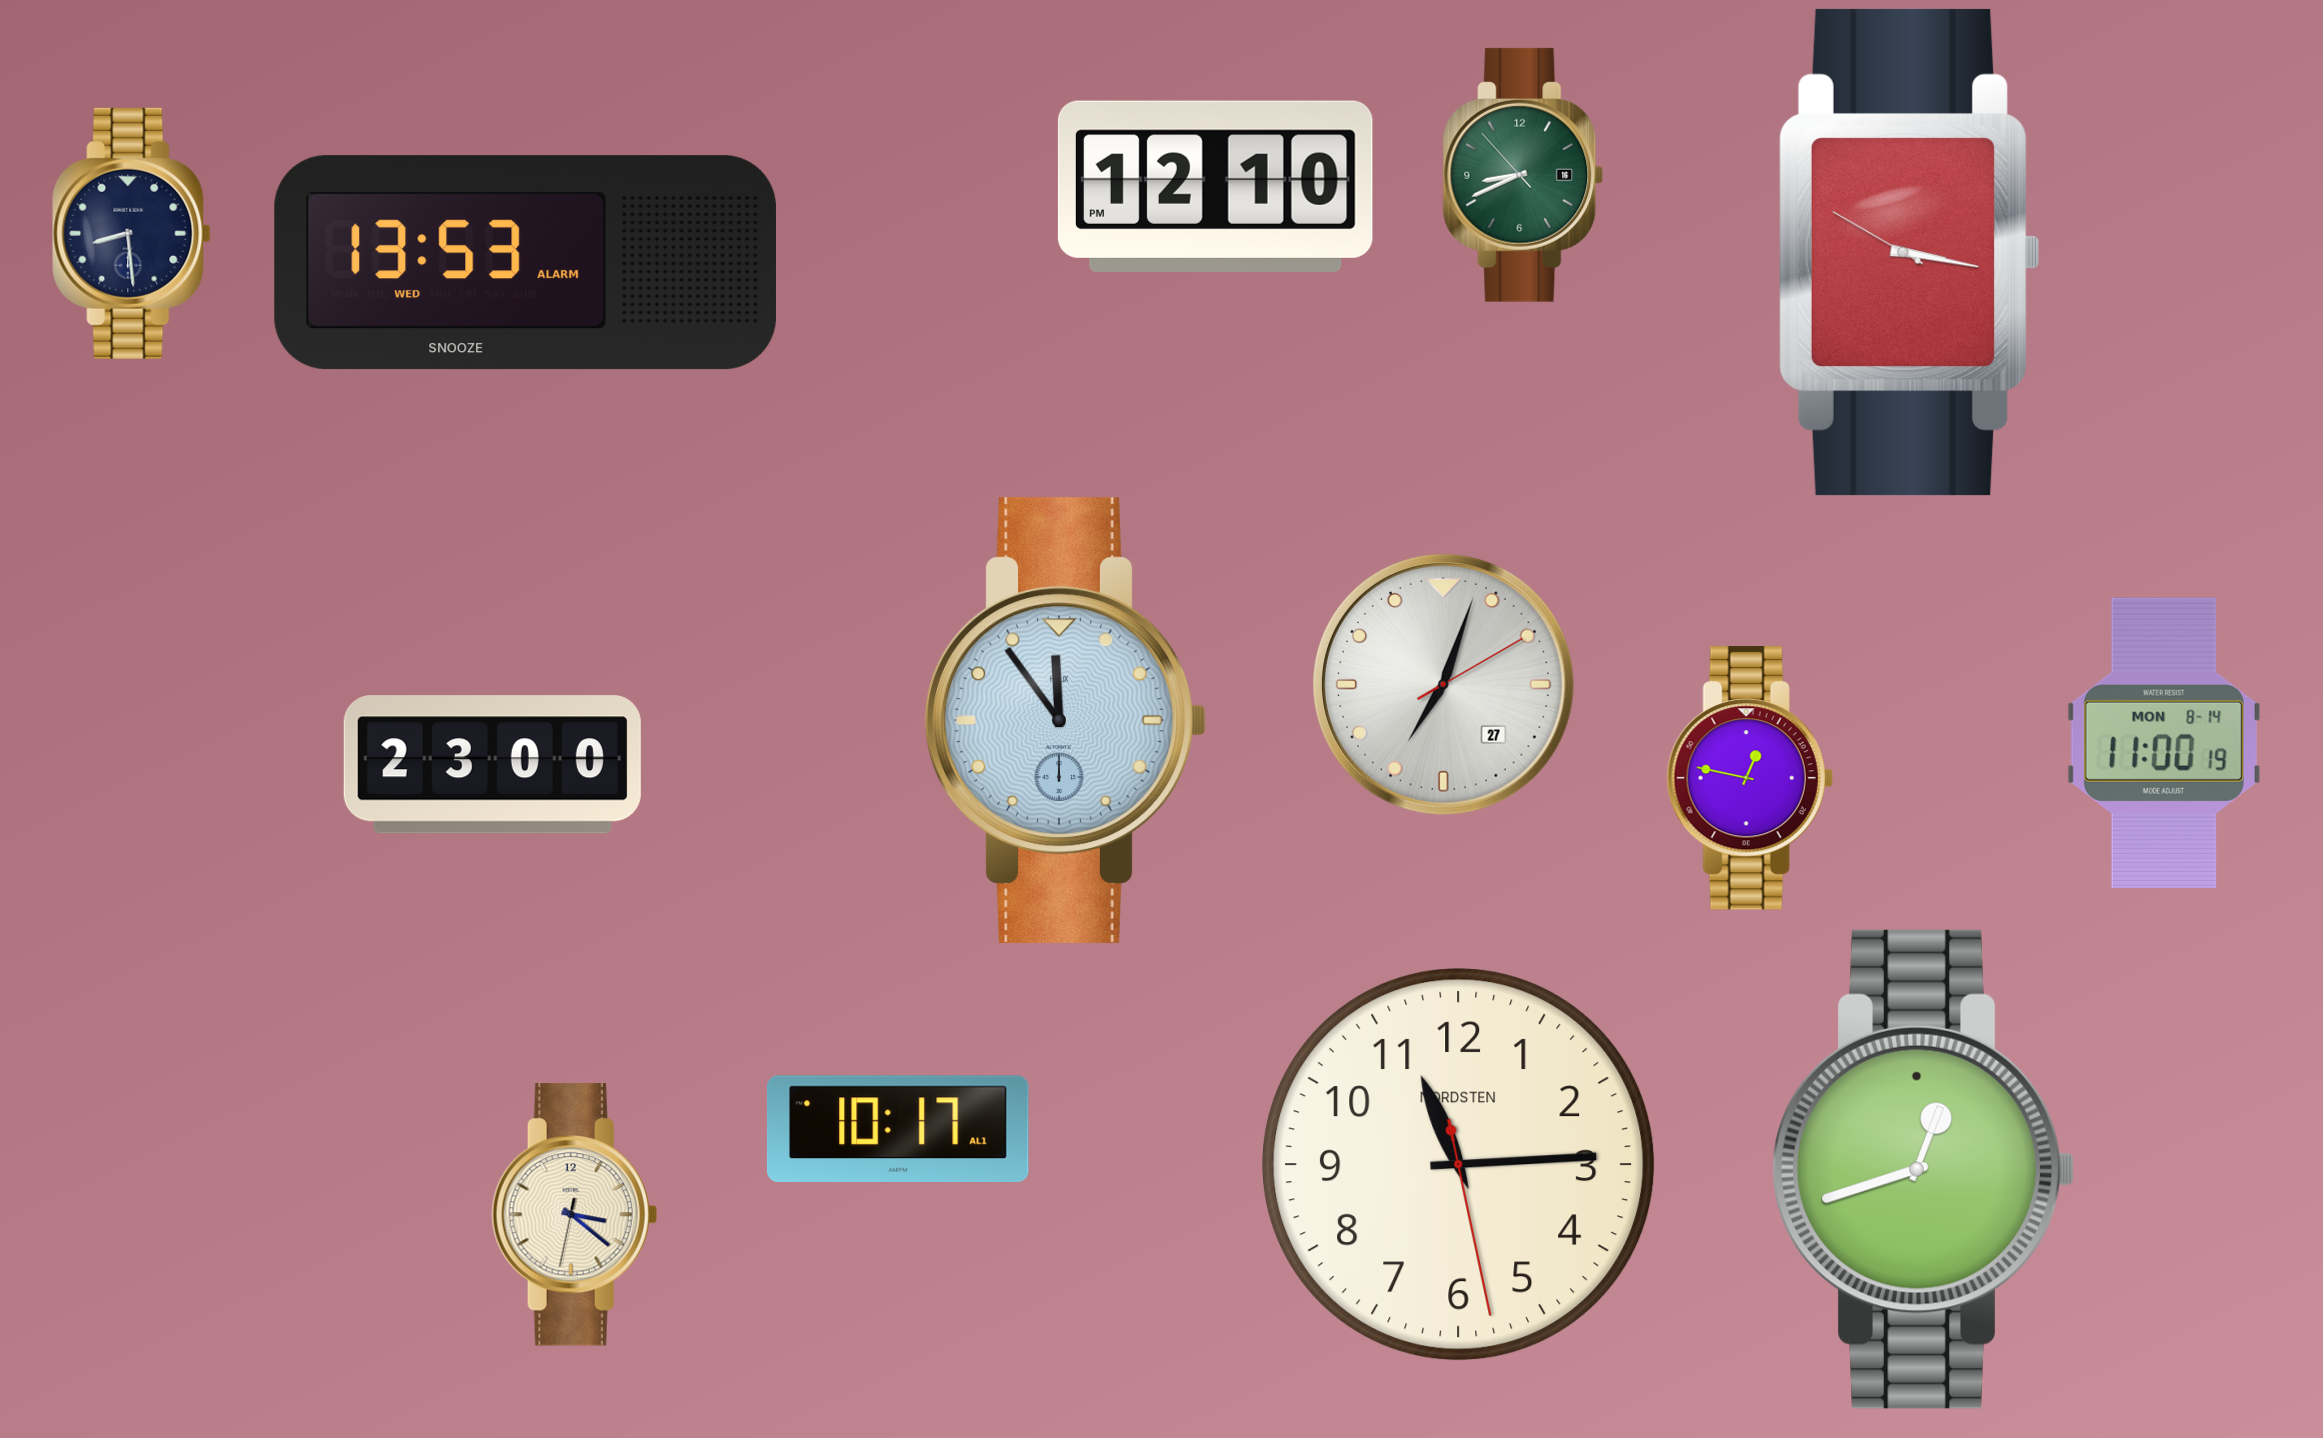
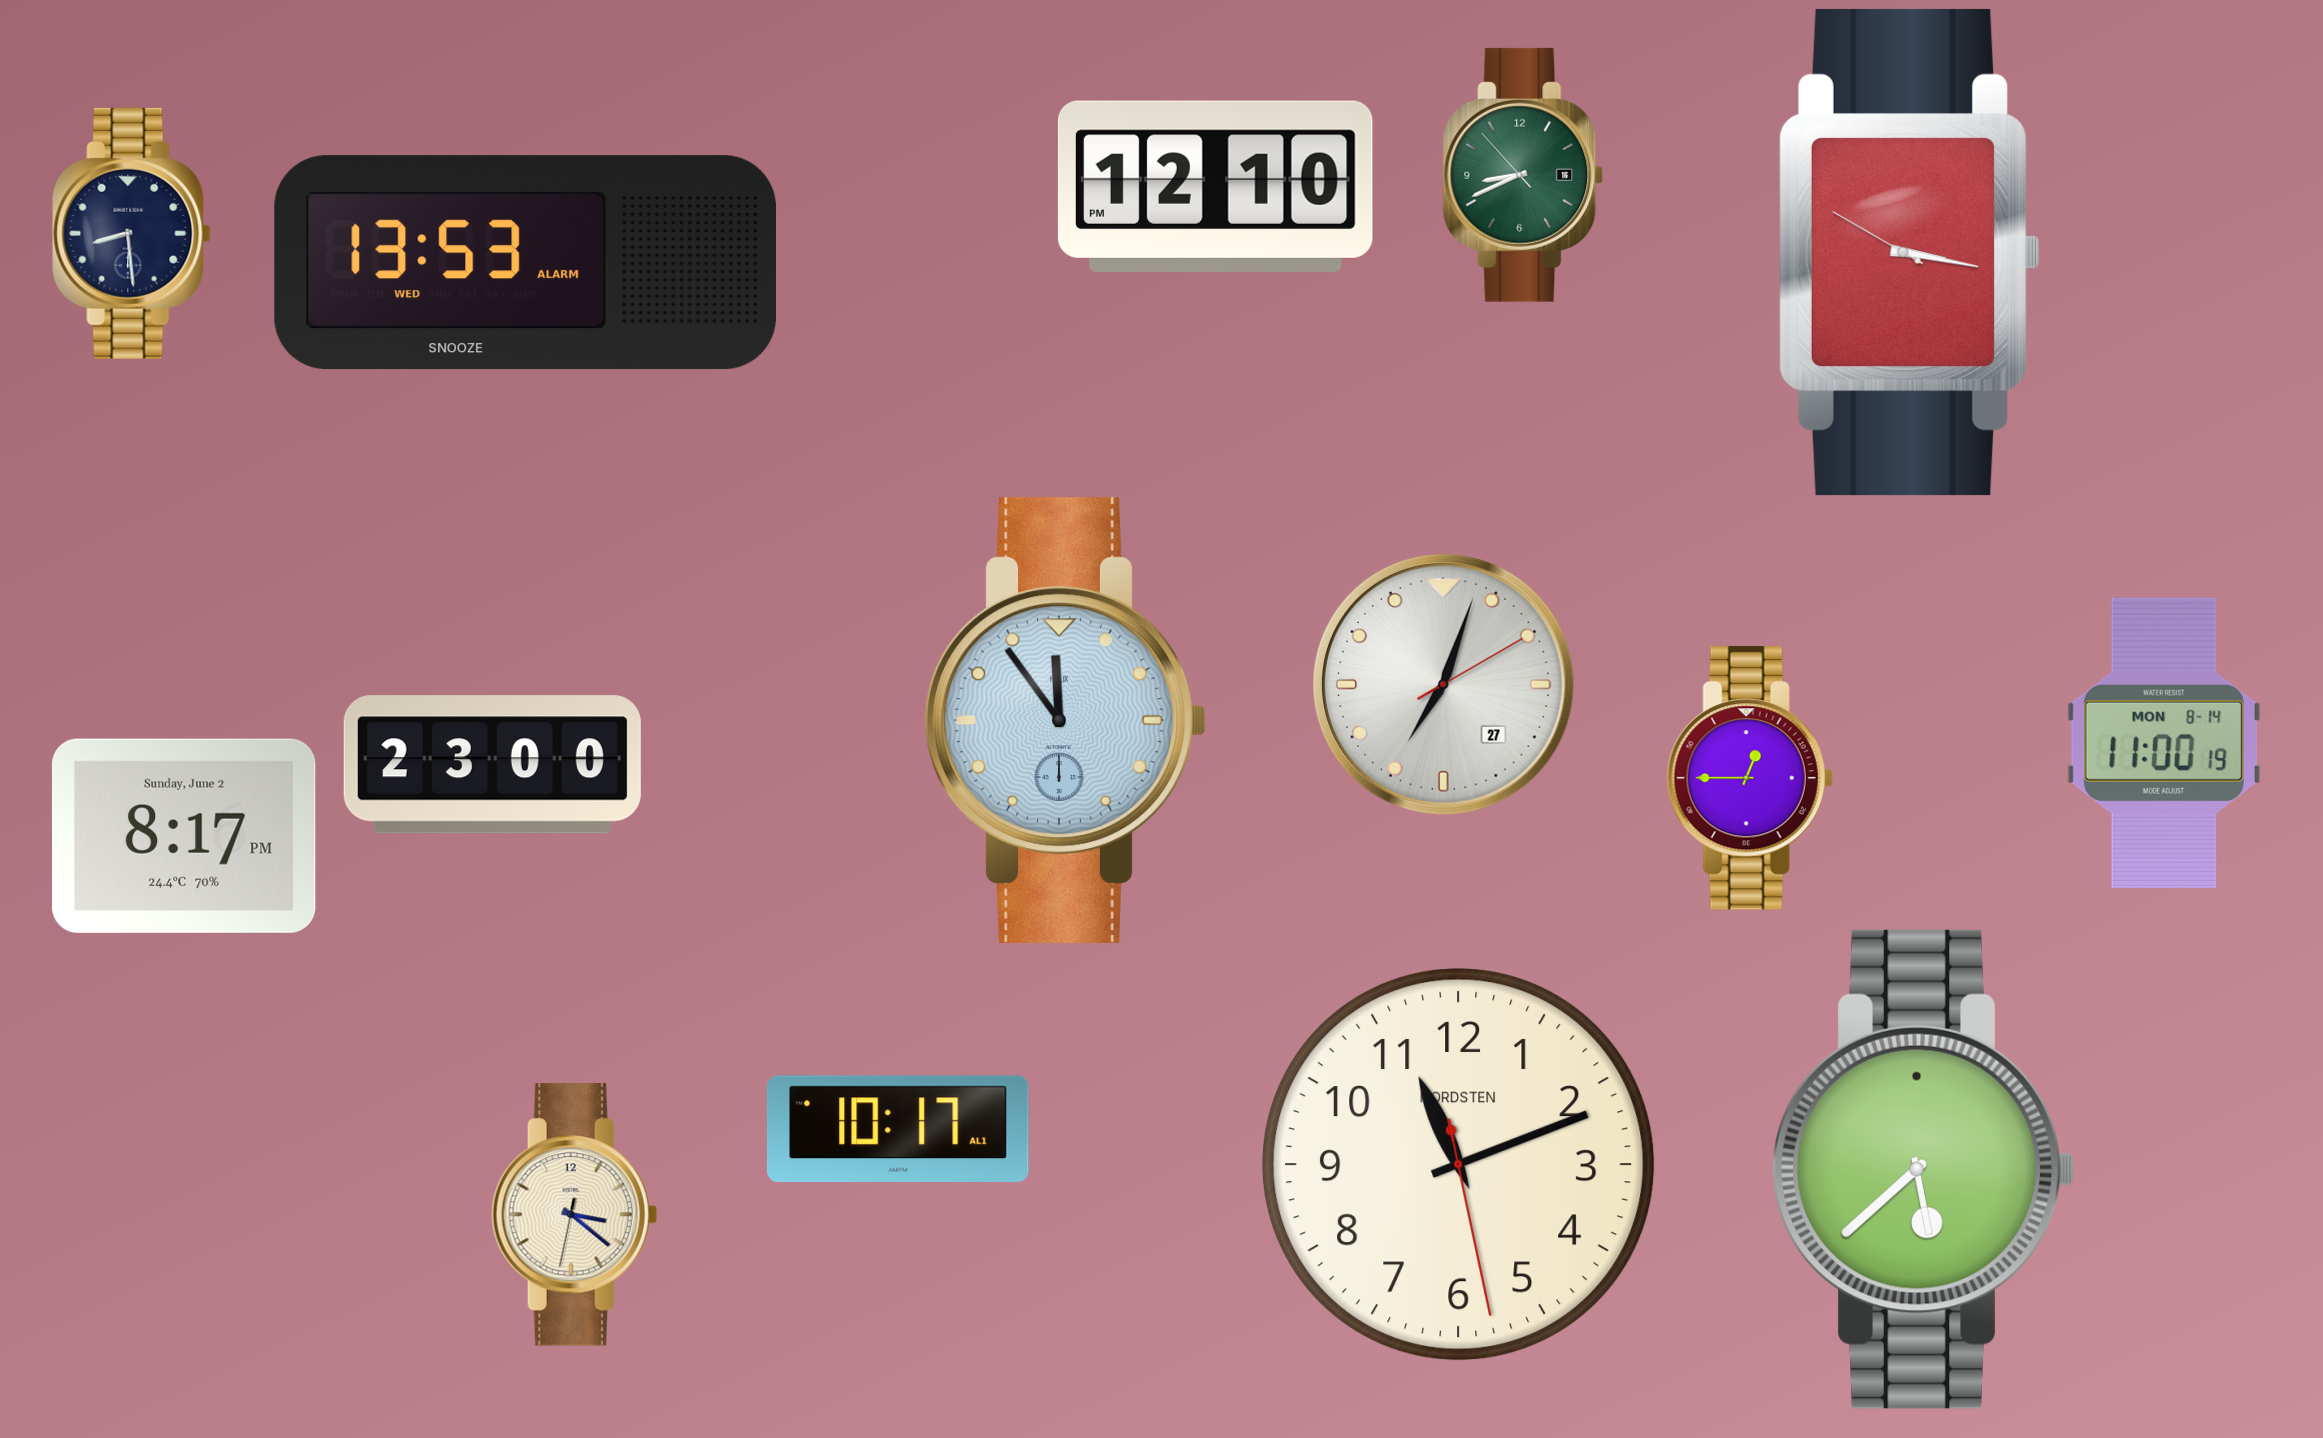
clock at (1750, 778): 12:47 -> 12:45
clock at (184, 836): none -> 8:17
clock at (1459, 1165): 11:14 -> 11:11
clock at (1923, 1169): 12:42 -> 5:38
